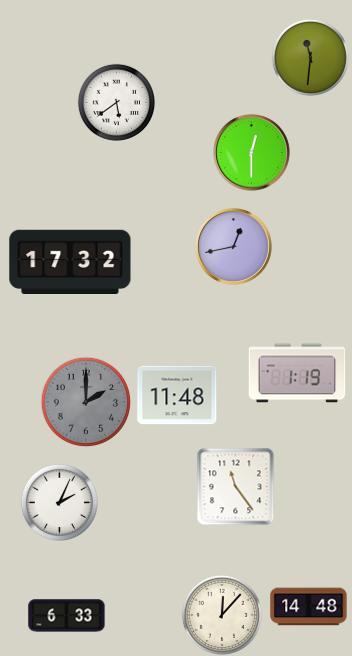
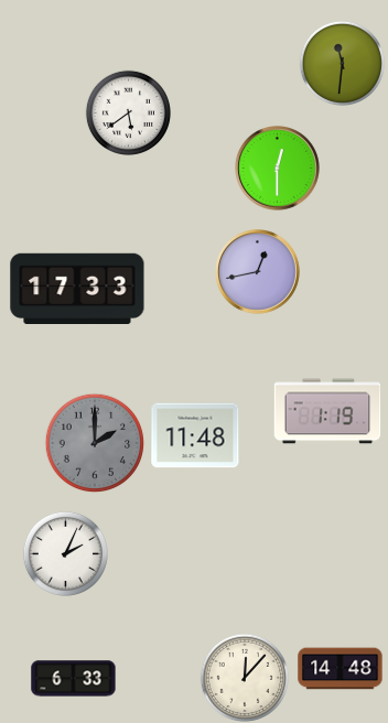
clock at (70, 261): 17:32 -> 17:33
clock at (235, 486): 11:24 -> none
